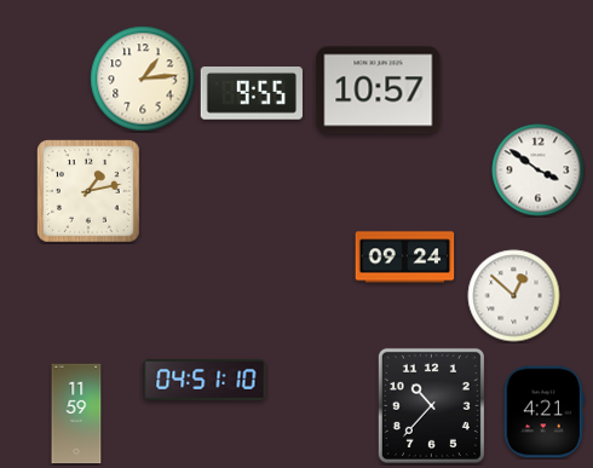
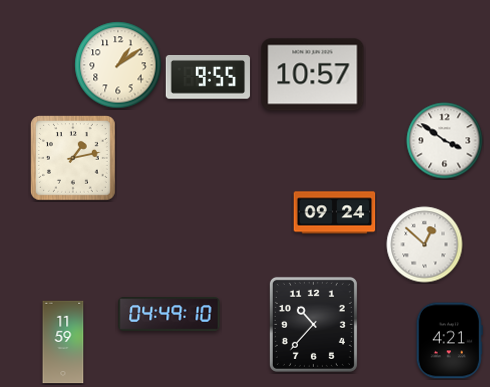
clock at (143, 79): 1:14 -> 1:09
clock at (205, 381): 04:51 -> 04:49
clock at (431, 405) position: (431, 405) -> (313, 324)
